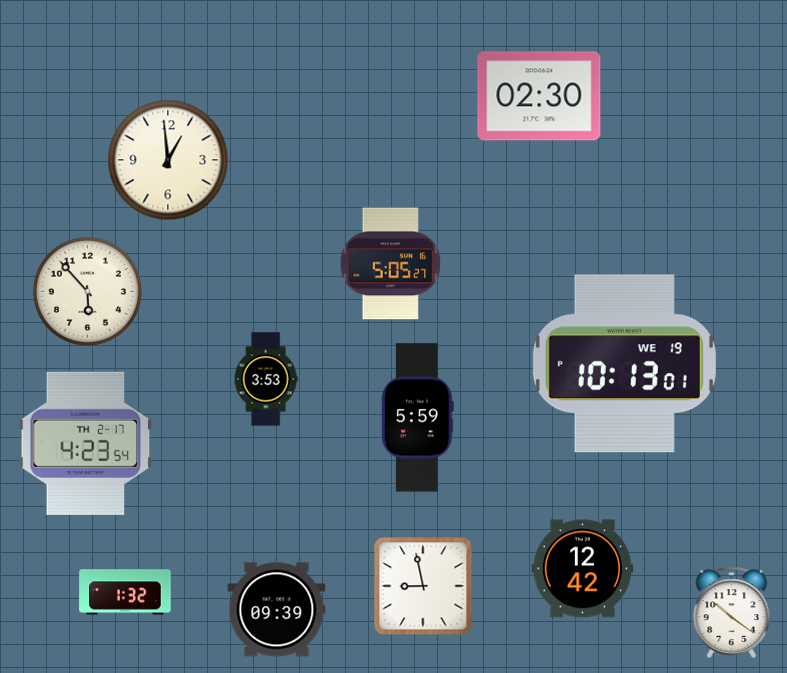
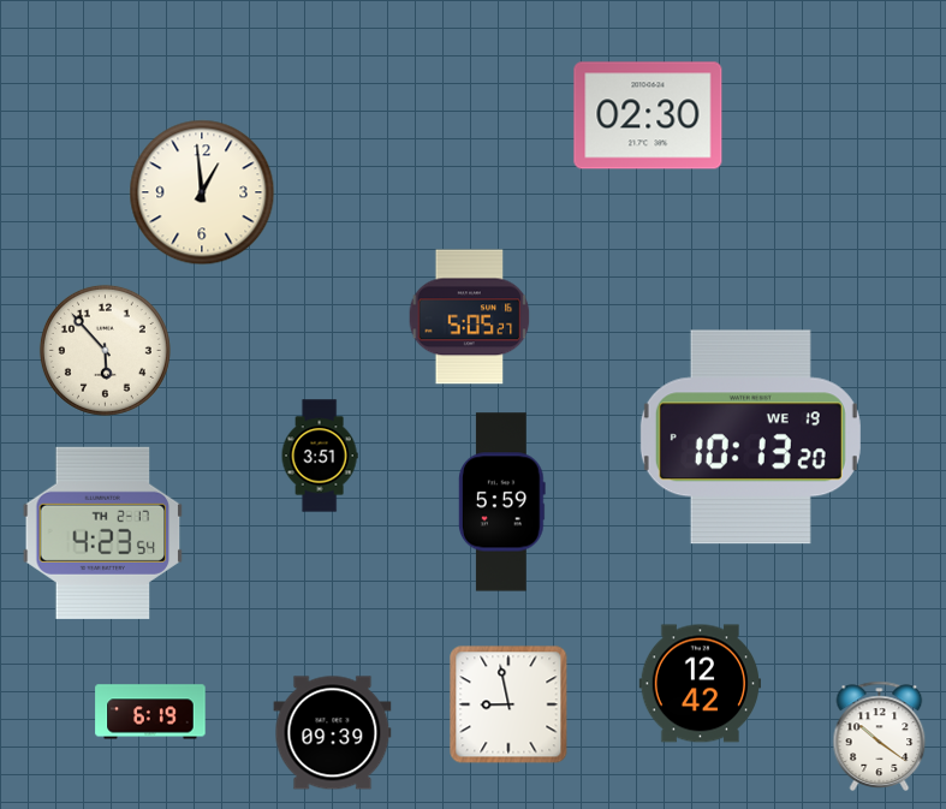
clock at (624, 364): 10:13:01 -> 10:13:20
clock at (266, 379): 3:53 -> 3:51
clock at (125, 592): 1:32 -> 6:19
